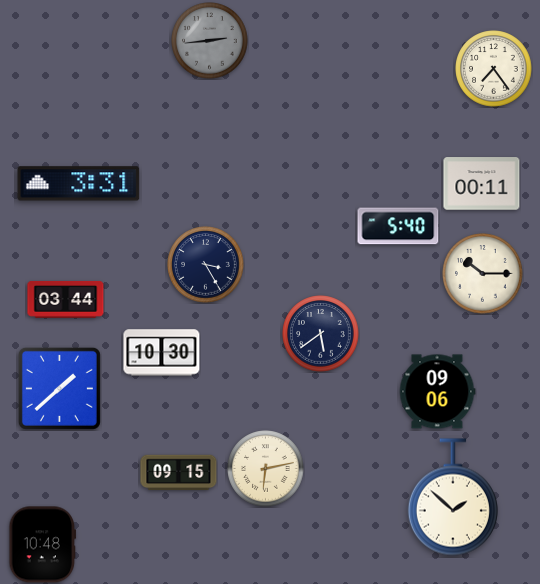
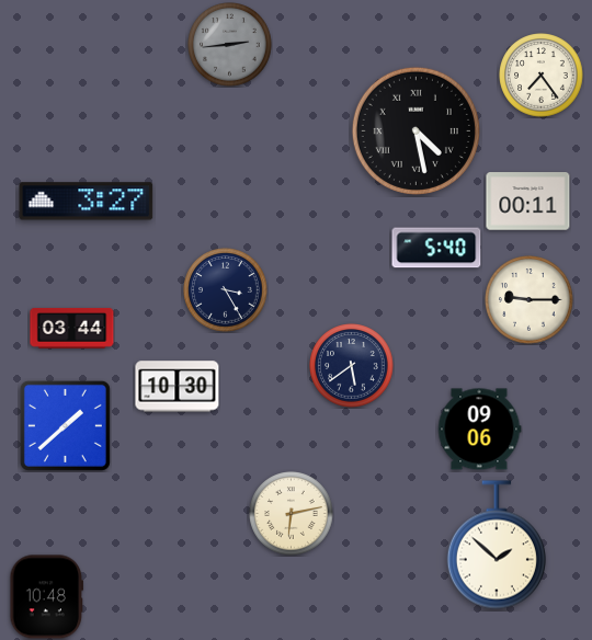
clock at (415, 130): none -> 4:28
clock at (79, 184): 3:31 -> 3:27
clock at (483, 274): 10:15 -> 9:15
clock at (179, 473): 09:15 -> none
